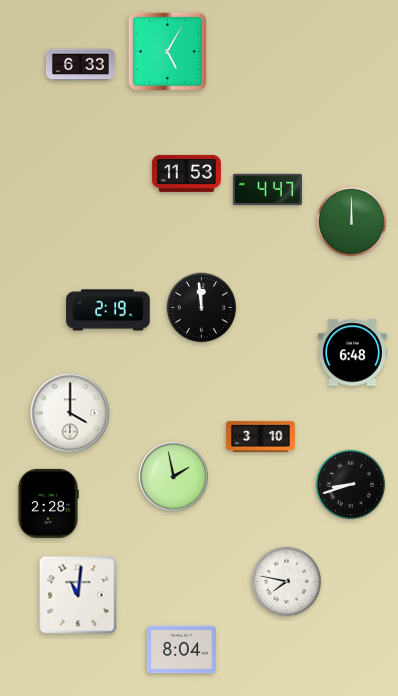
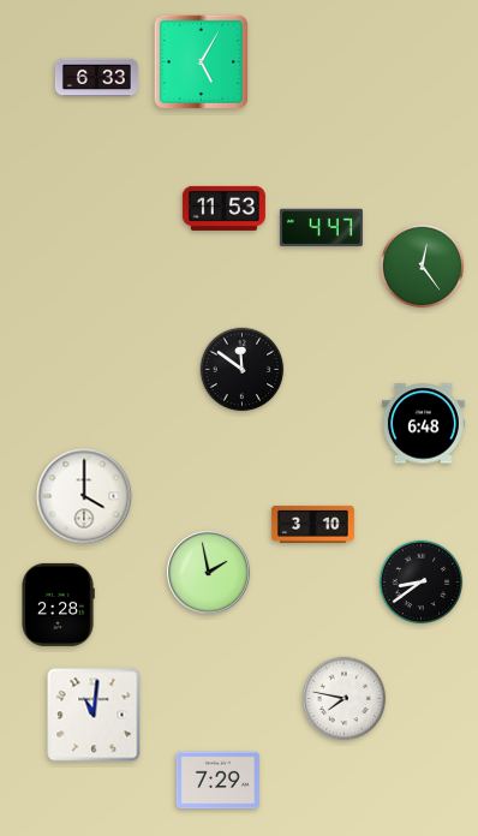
clock at (352, 222): 12:00 -> 12:24
clock at (202, 308): 11:59 -> 11:51
clock at (108, 310): 2:19 -> none
clock at (351, 485): 8:42 -> 8:39
clock at (181, 650): 8:04 -> 7:29
